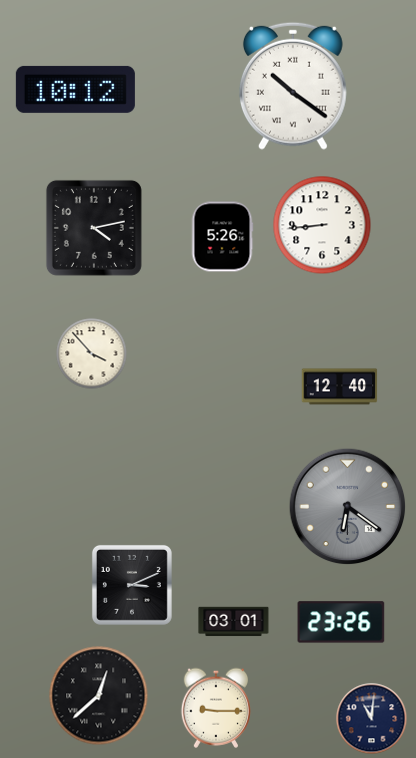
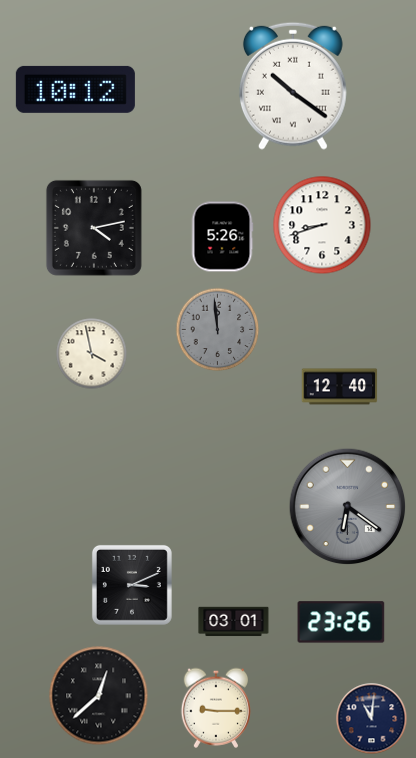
clock at (322, 225): 8:44 -> 8:42
clock at (218, 330): none -> 11:59
clock at (92, 354): 3:53 -> 3:58
